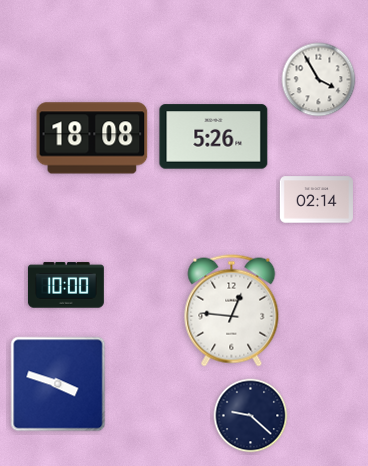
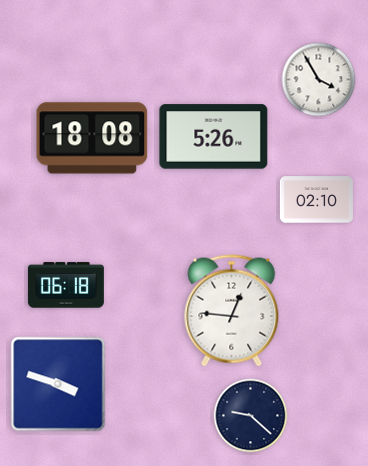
clock at (316, 200): 02:14 -> 02:10
clock at (66, 285): 10:00 -> 06:18
